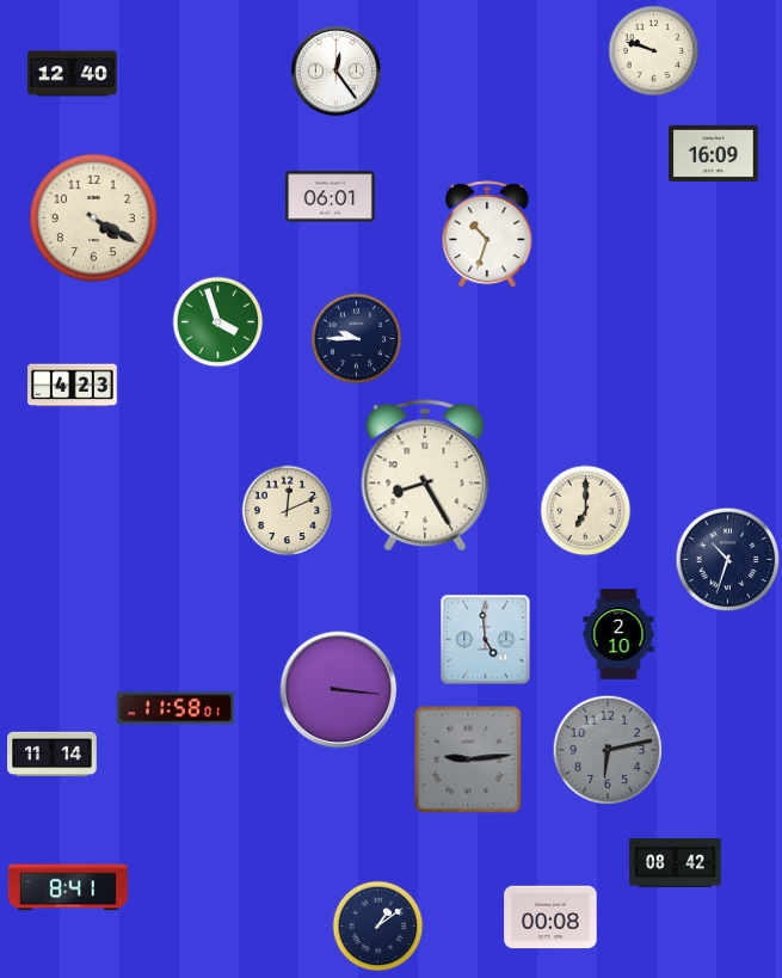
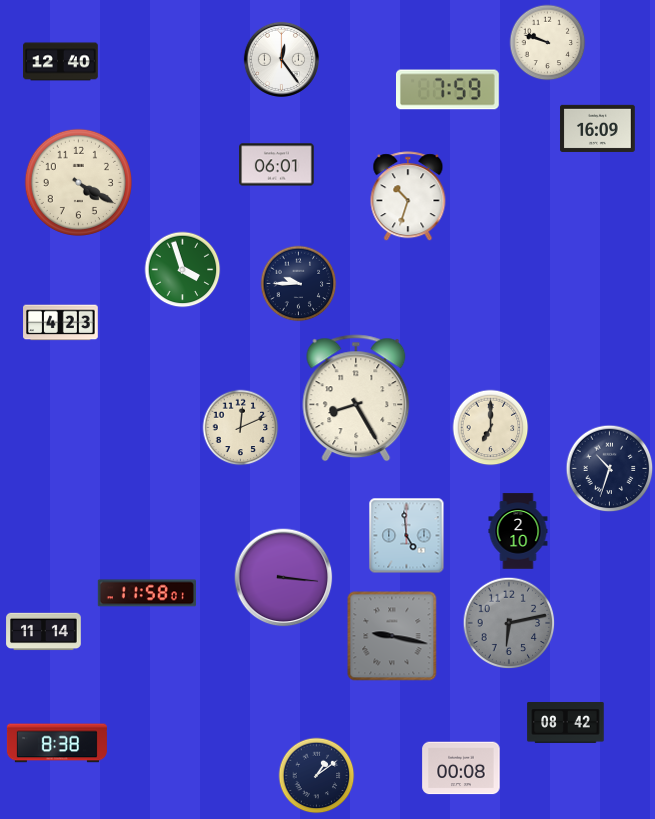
clock at (448, 90): none -> 7:59
clock at (608, 750) position: (608, 750) -> (509, 623)
clock at (468, 759): 9:14 -> 9:17
clock at (68, 887): 8:41 -> 8:38
